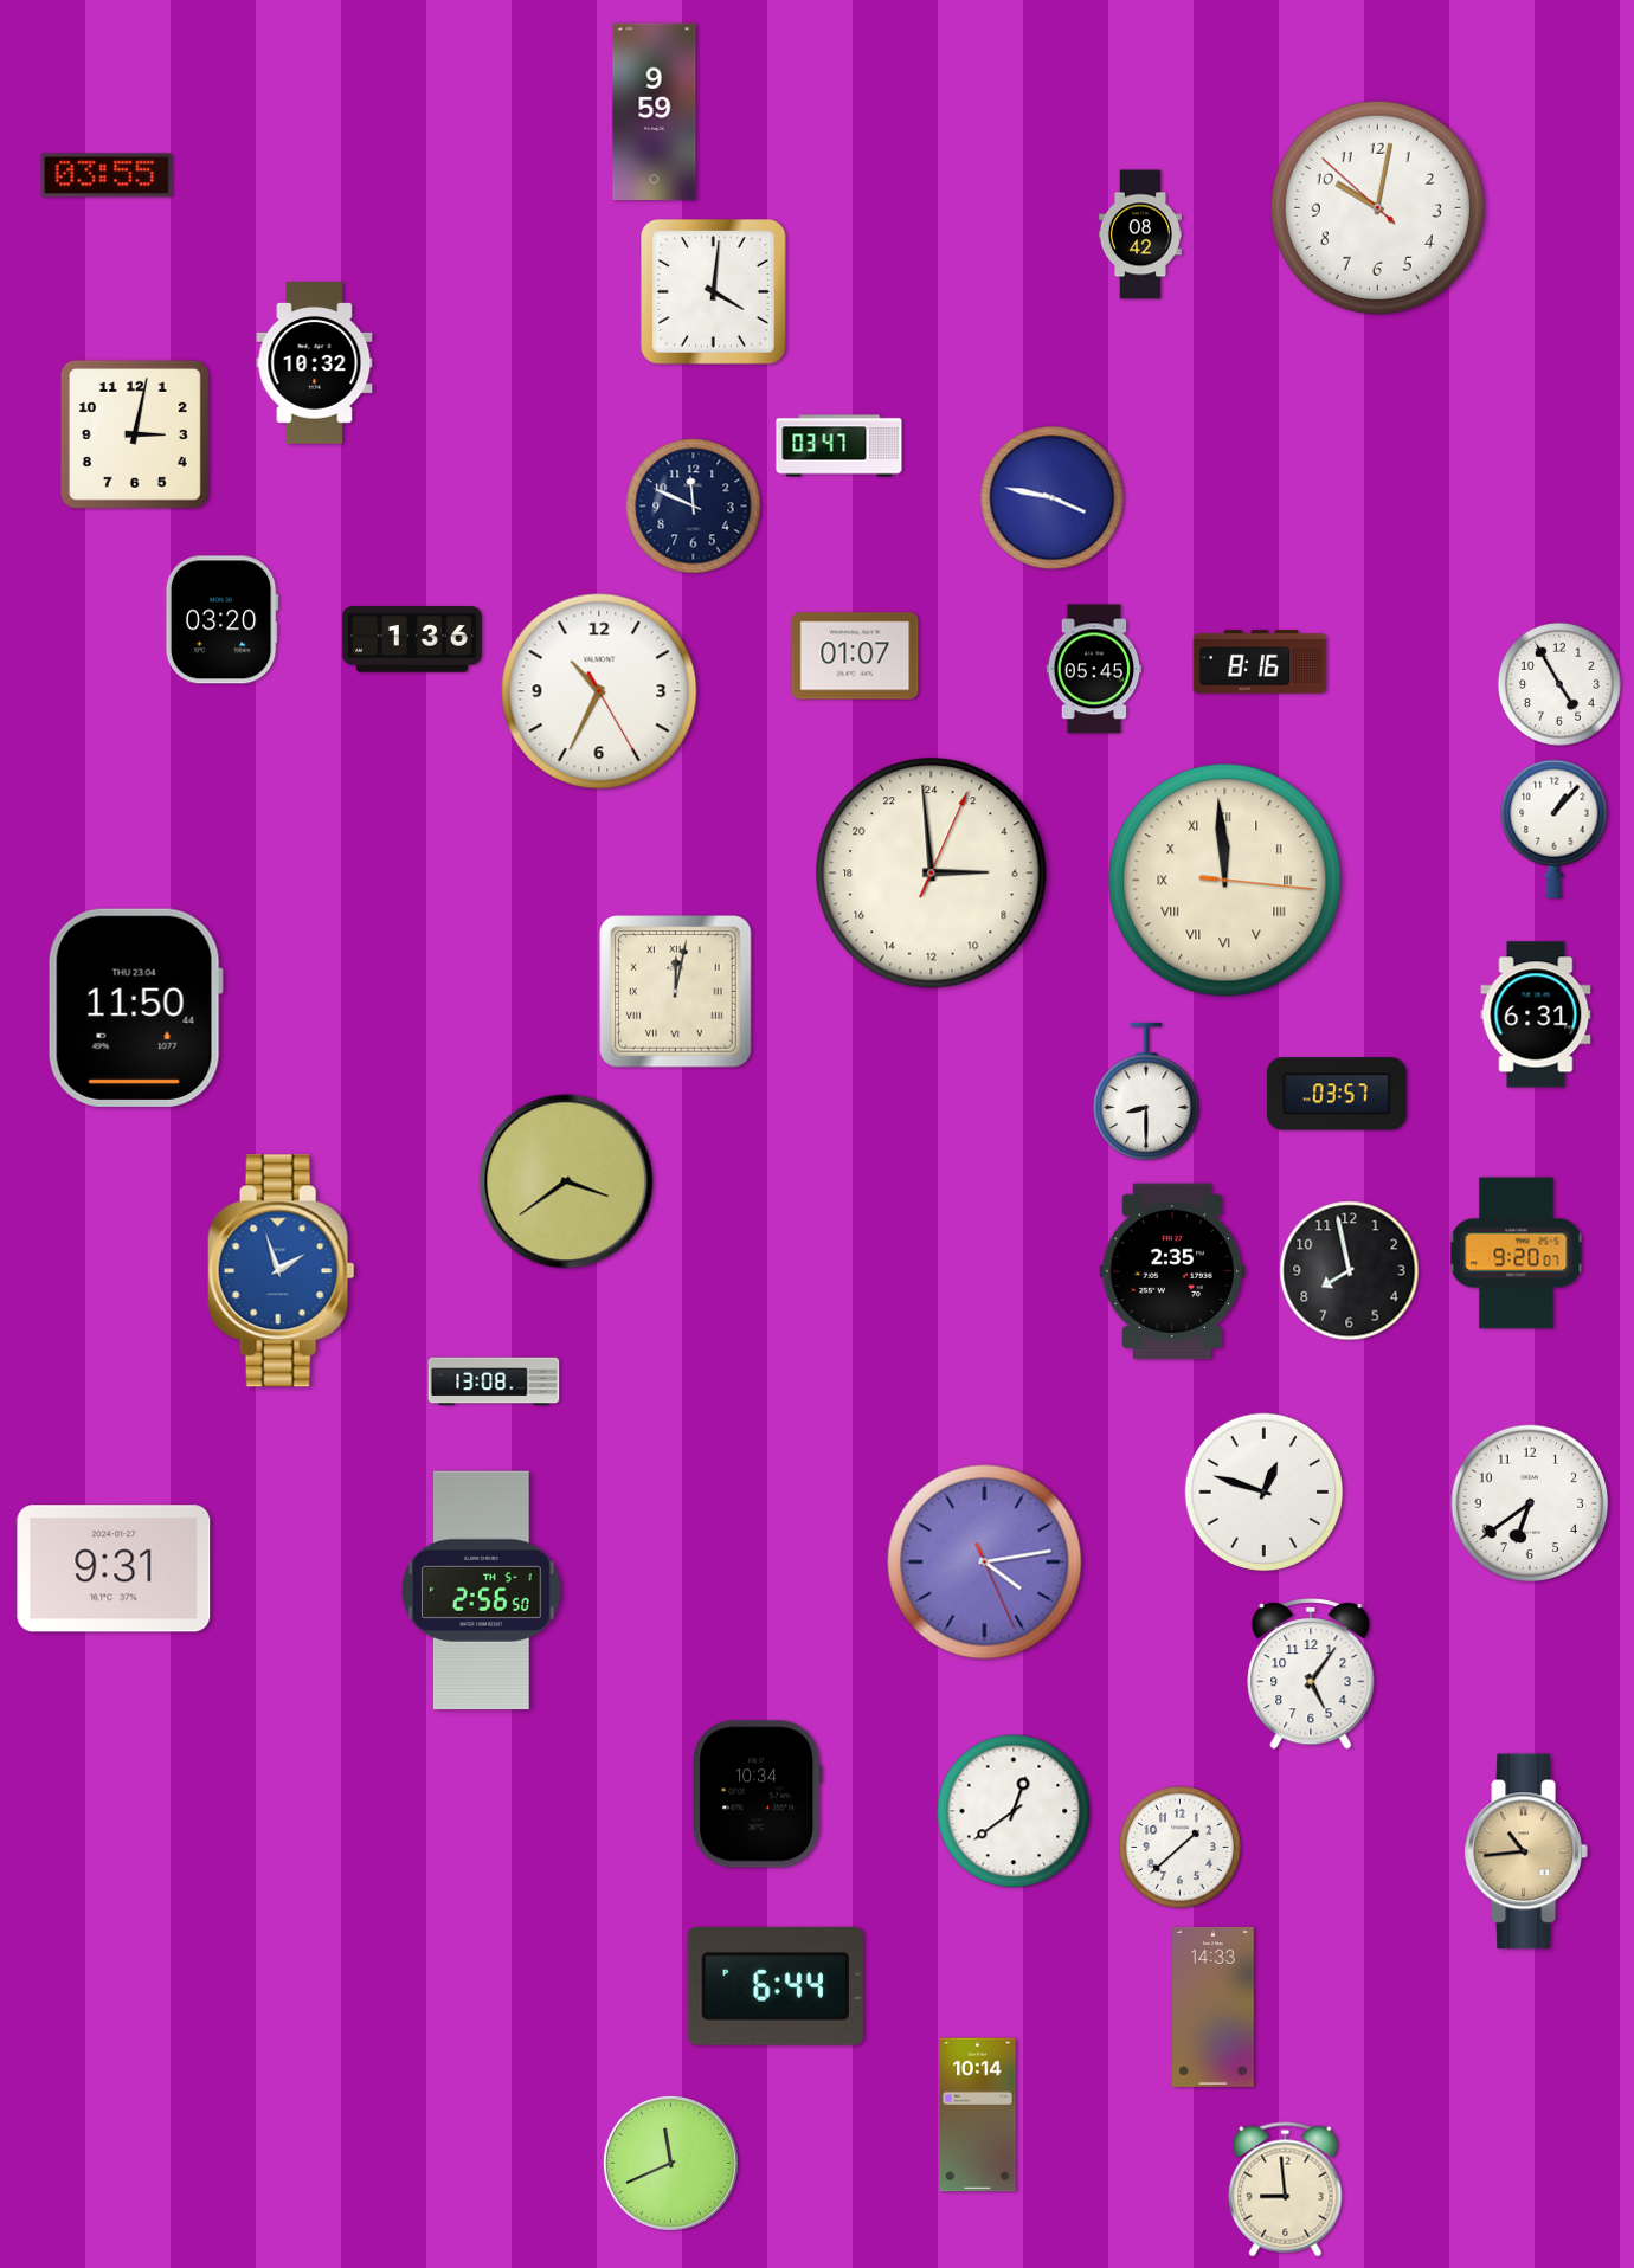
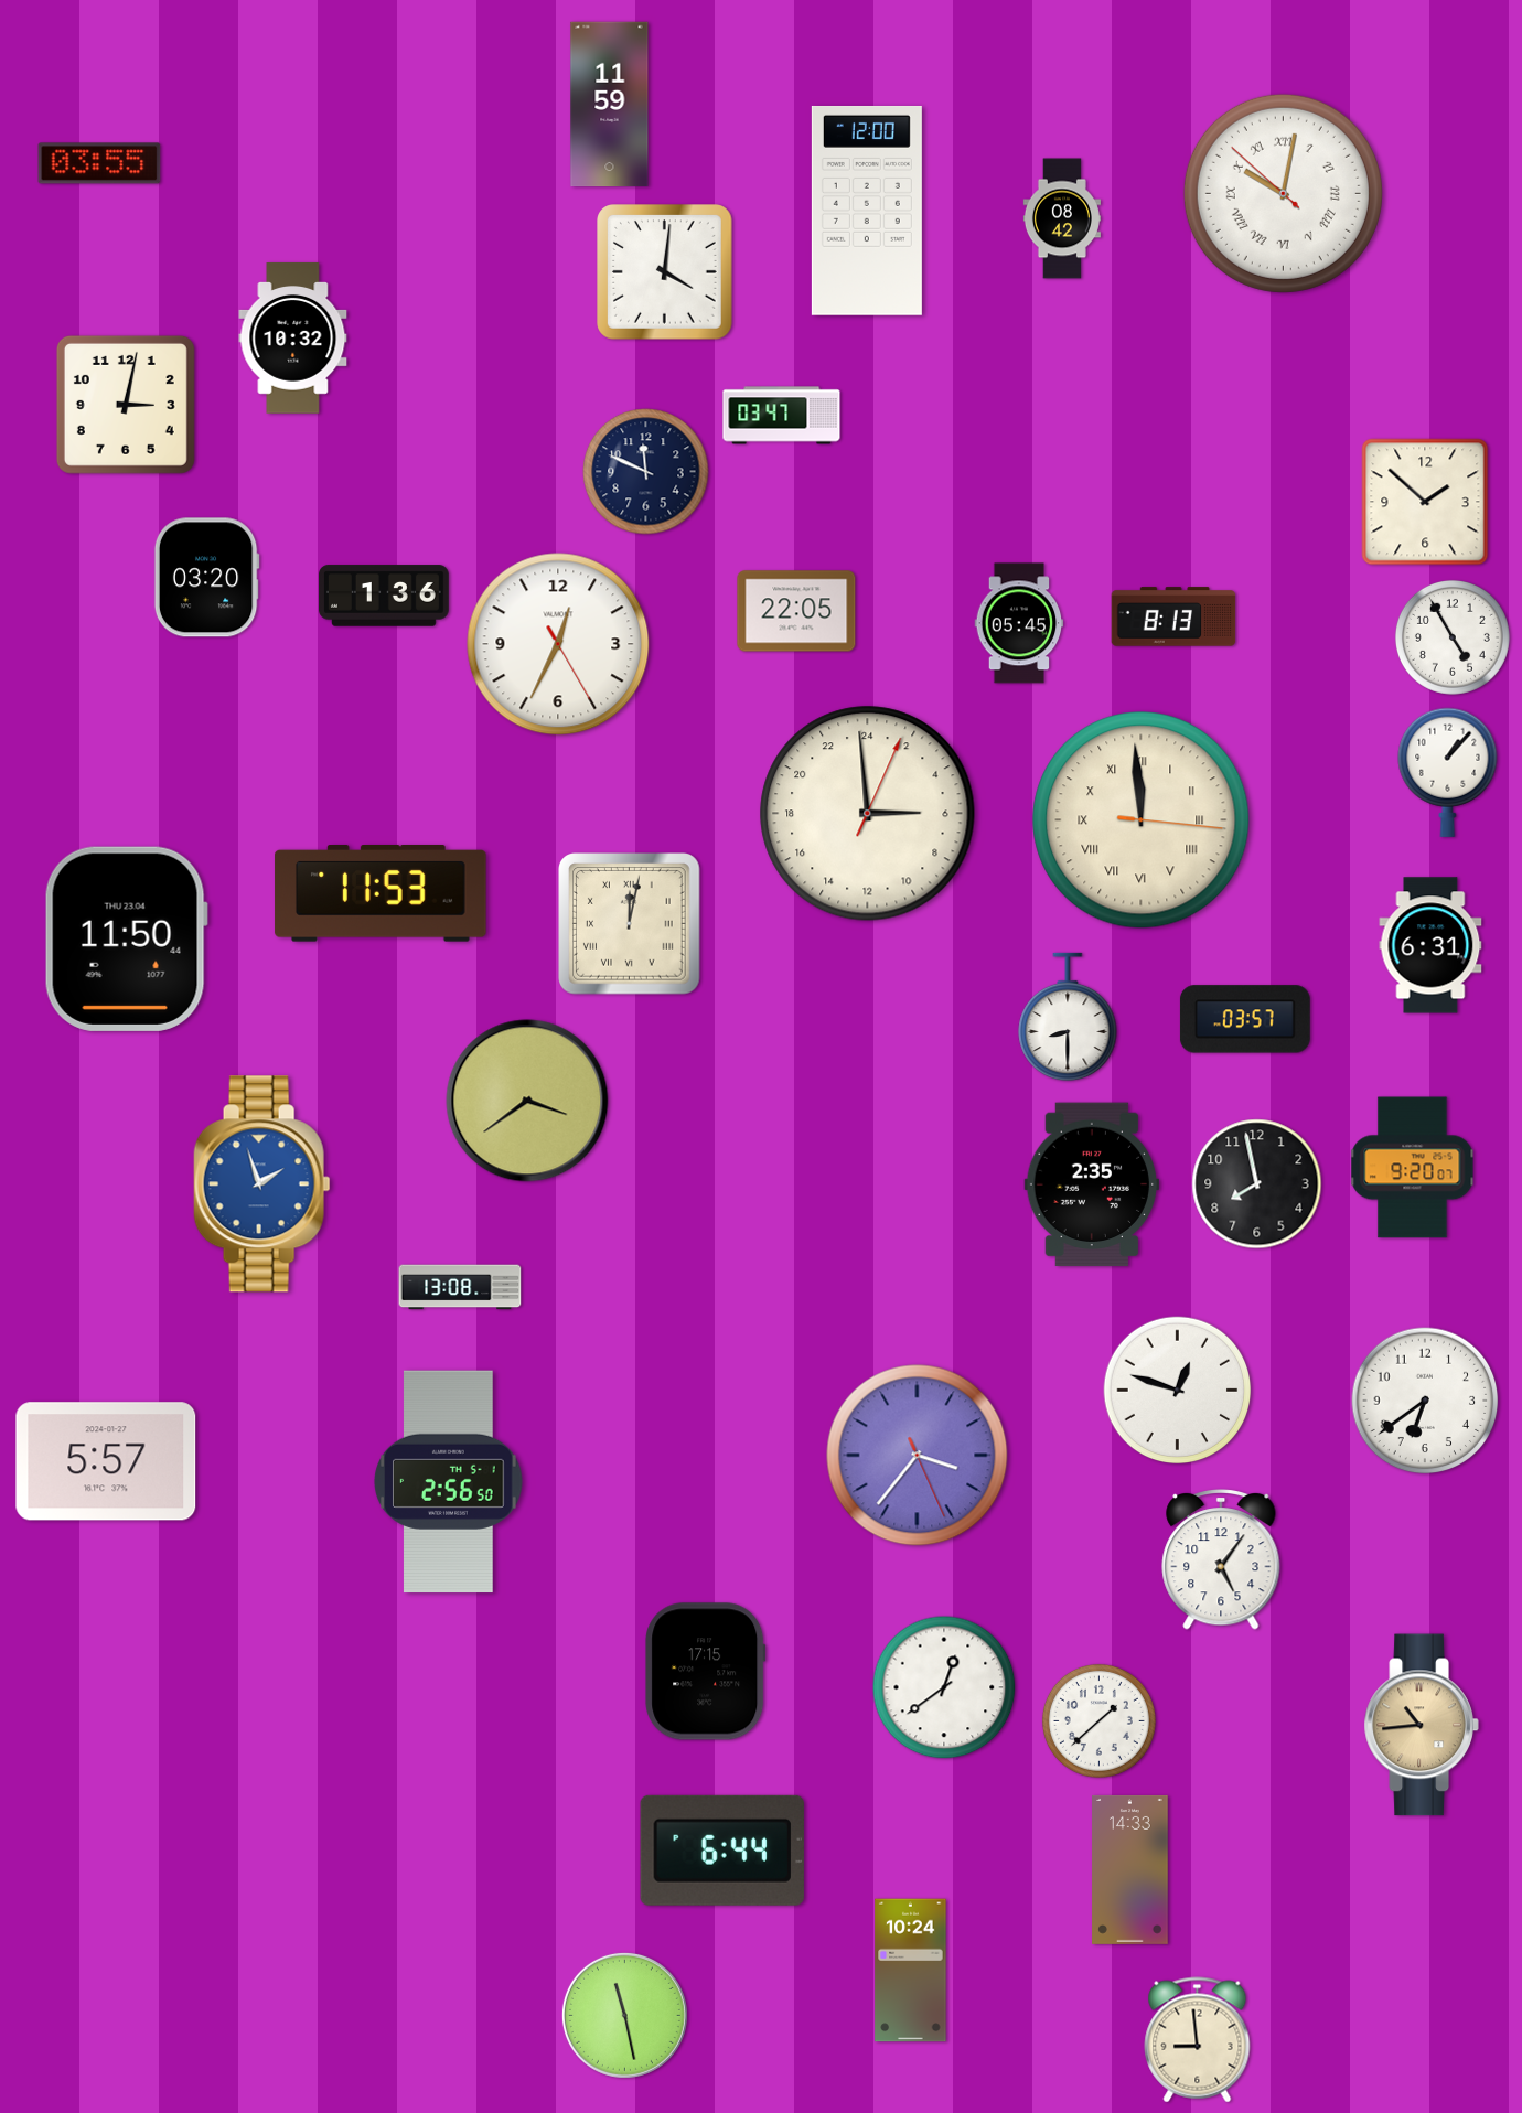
clock at (655, 112): 9:59 -> 11:59
clock at (1377, 207) numerals: Arabic -> Roman
clock at (867, 211): none -> 12:00
clock at (1053, 498): 3:47 -> none
clock at (1425, 502): none -> 1:52
clock at (855, 656): 01:07 -> 22:05
clock at (1260, 662): 8:16 -> 8:13
clock at (599, 691): 10:34 -> 12:34
clock at (380, 894): none -> 11:53
clock at (985, 1563): 4:13 -> 3:36
clock at (114, 1568): 9:31 -> 5:57
clock at (758, 1795): 10:34 -> 17:15
clock at (978, 2115): 10:14 -> 10:24
clock at (670, 2163): 11:41 -> 11:28
